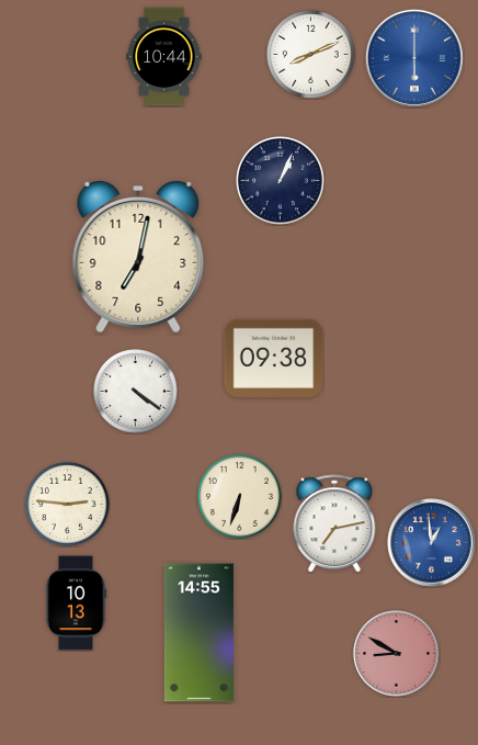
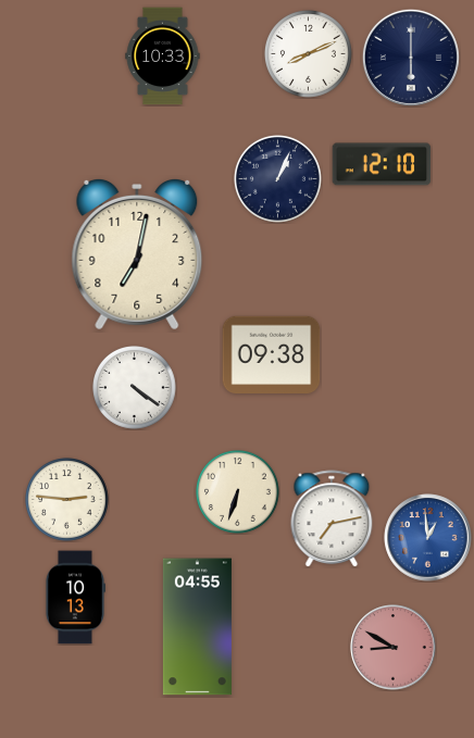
clock at (164, 57): 10:44 -> 10:33
clock at (414, 58) dial: blue -> navy
clock at (382, 164): none -> 12:10
clock at (198, 633): 14:55 -> 04:55
